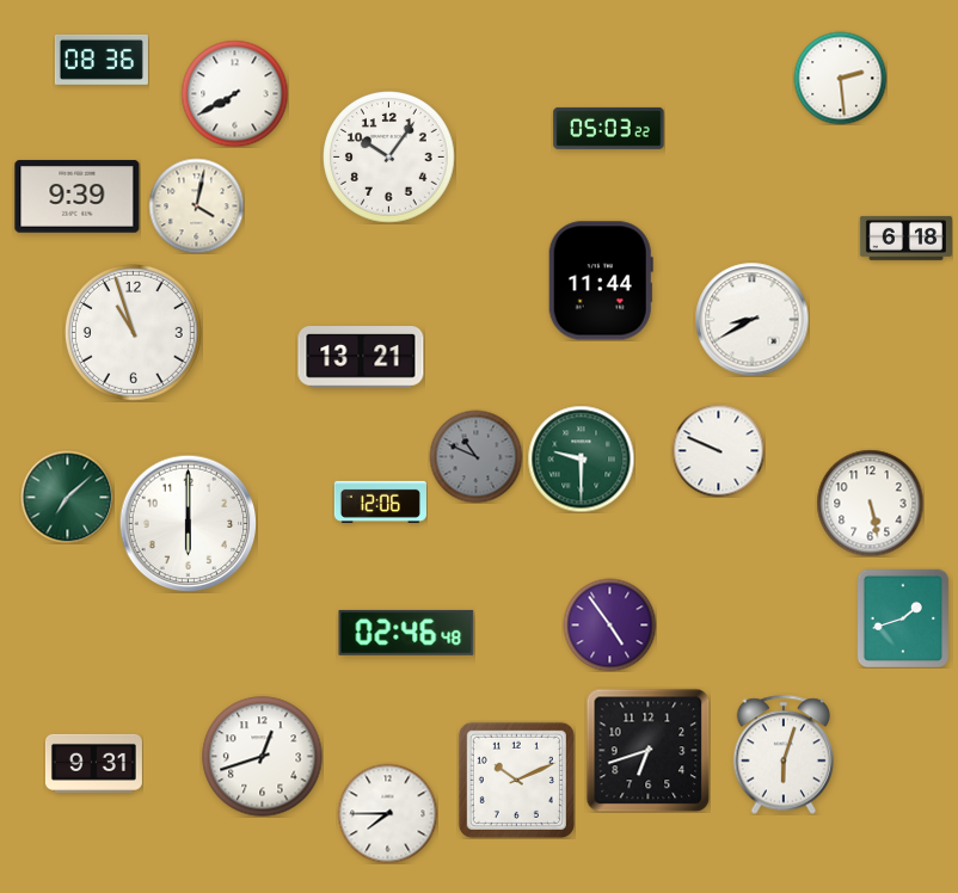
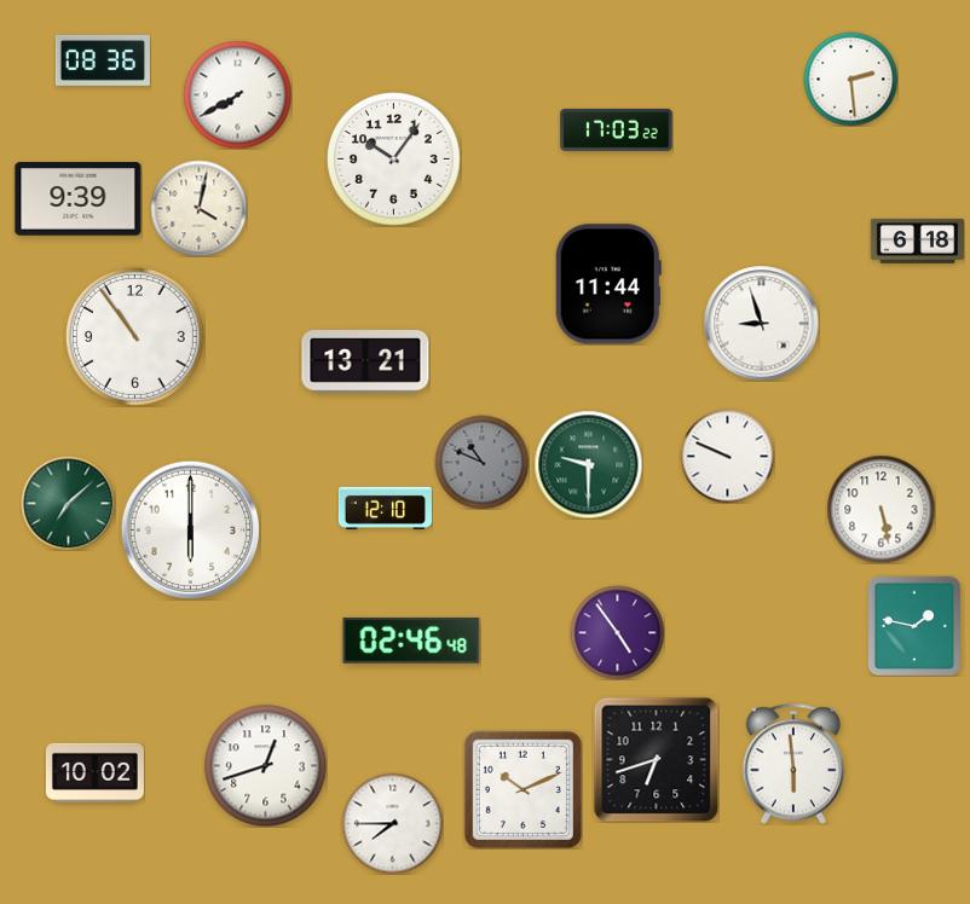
clock at (609, 128): 05:03 -> 17:03
clock at (751, 319): 8:40 -> 8:57
clock at (133, 332): 10:57 -> 10:54
clock at (380, 501): 12:06 -> 12:10
clock at (903, 618): 1:42 -> 1:47
clock at (784, 755): 6:03 -> 5:59
clock at (93, 763): 9:31 -> 10:02
